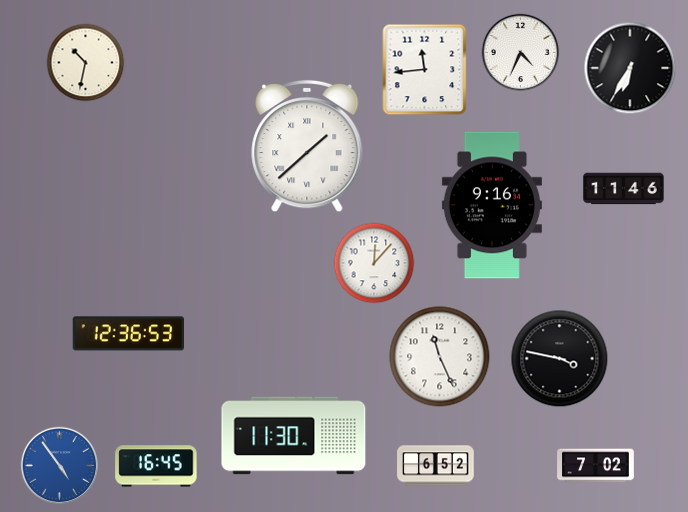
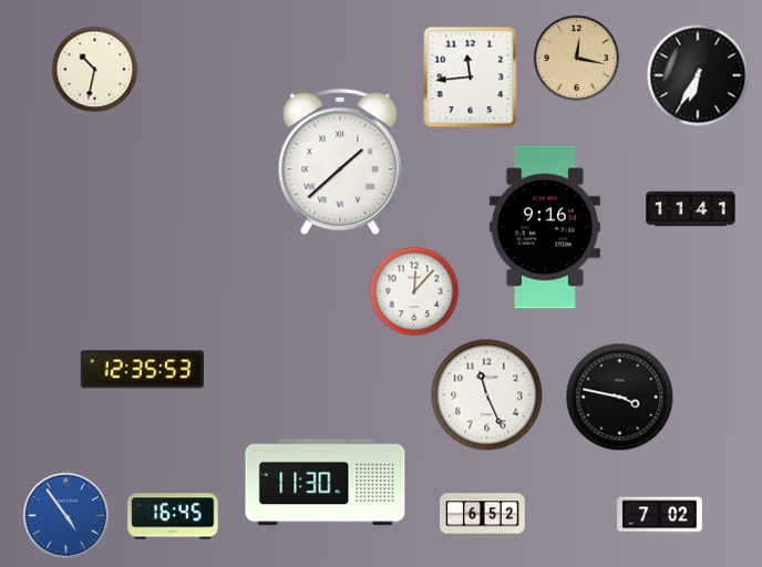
clock at (520, 52): 4:34 -> 12:17
clock at (520, 52) dial: white -> champagne
clock at (624, 189): 11:46 -> 11:41
clock at (128, 334): 12:36 -> 12:35
